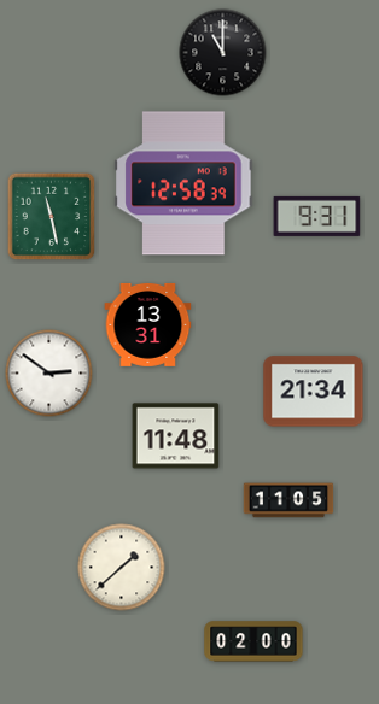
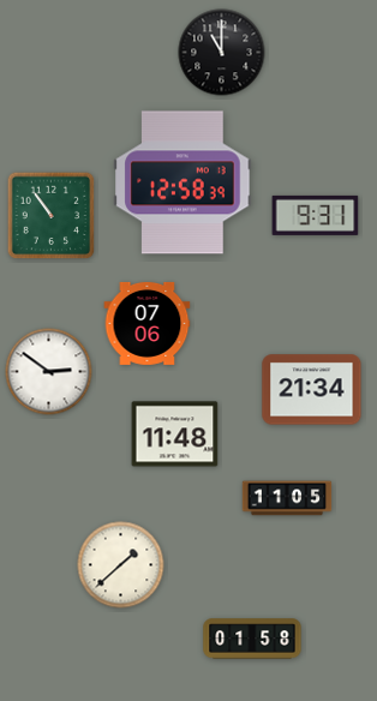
clock at (52, 217): 11:28 -> 10:54
clock at (148, 324): 13:31 -> 07:06
clock at (253, 641): 02:00 -> 01:58
